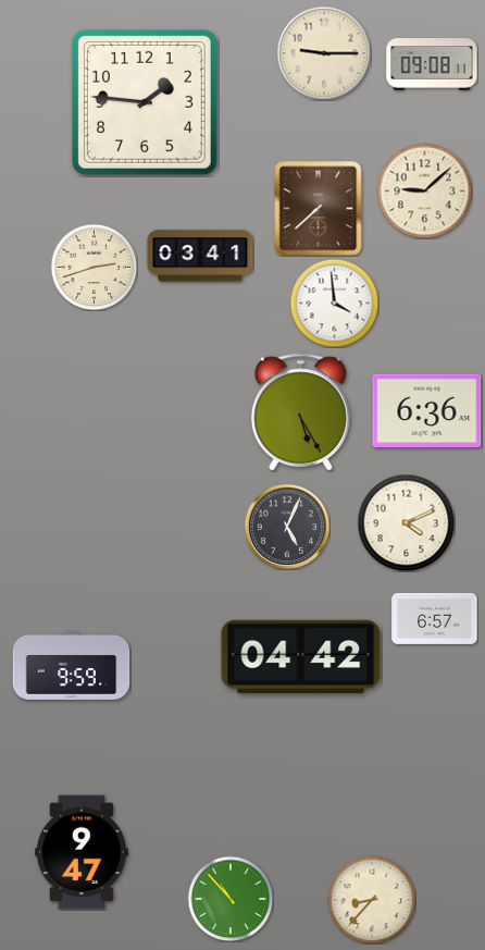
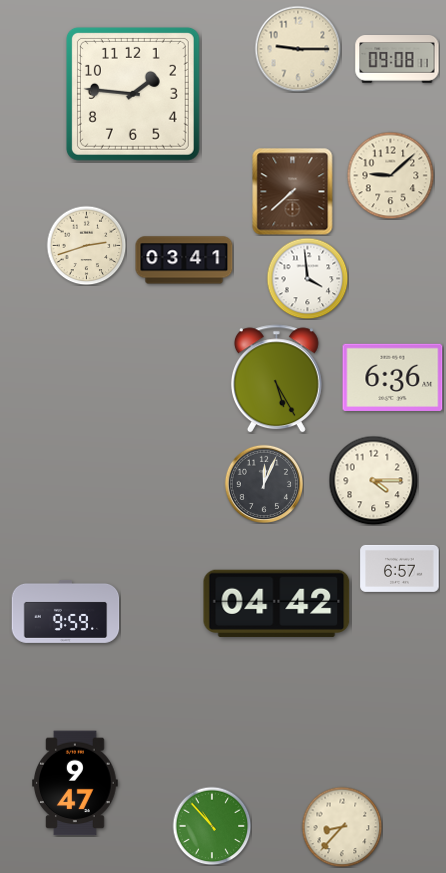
clock at (200, 256) position: (200, 256) -> (184, 260)
clock at (406, 522): 4:11 -> 4:15
clock at (287, 527): 5:04 -> 12:04
